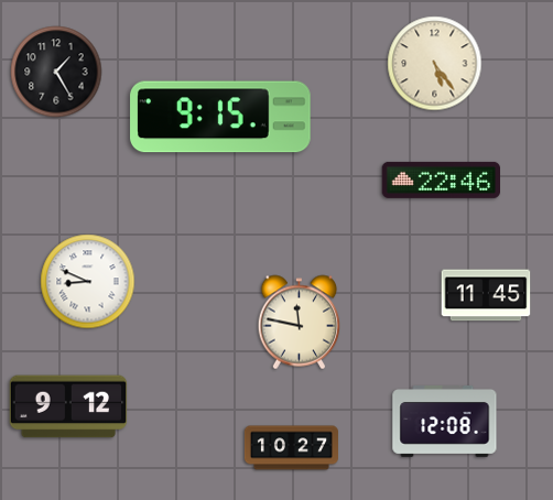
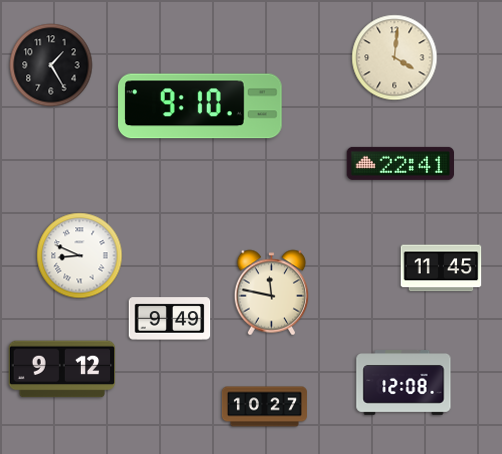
clock at (435, 64): 5:24 -> 4:01
clock at (220, 117): 9:15 -> 9:10
clock at (441, 180): 22:46 -> 22:41
clock at (170, 319): none -> 9:49
